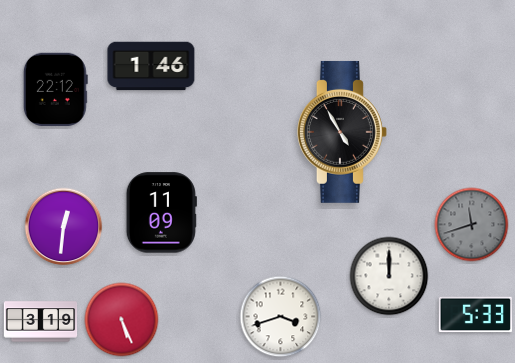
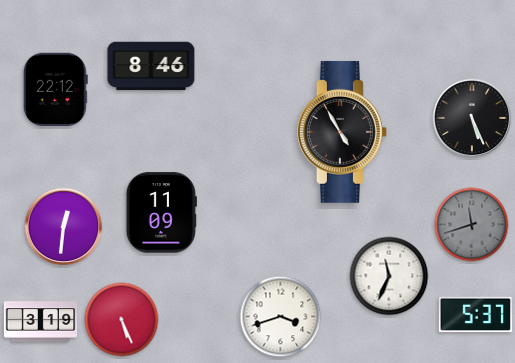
clock at (151, 66): 1:46 -> 8:46
clock at (472, 118): none -> 5:26
clock at (389, 276): 12:00 -> 11:34
clock at (475, 315): 5:33 -> 5:37
